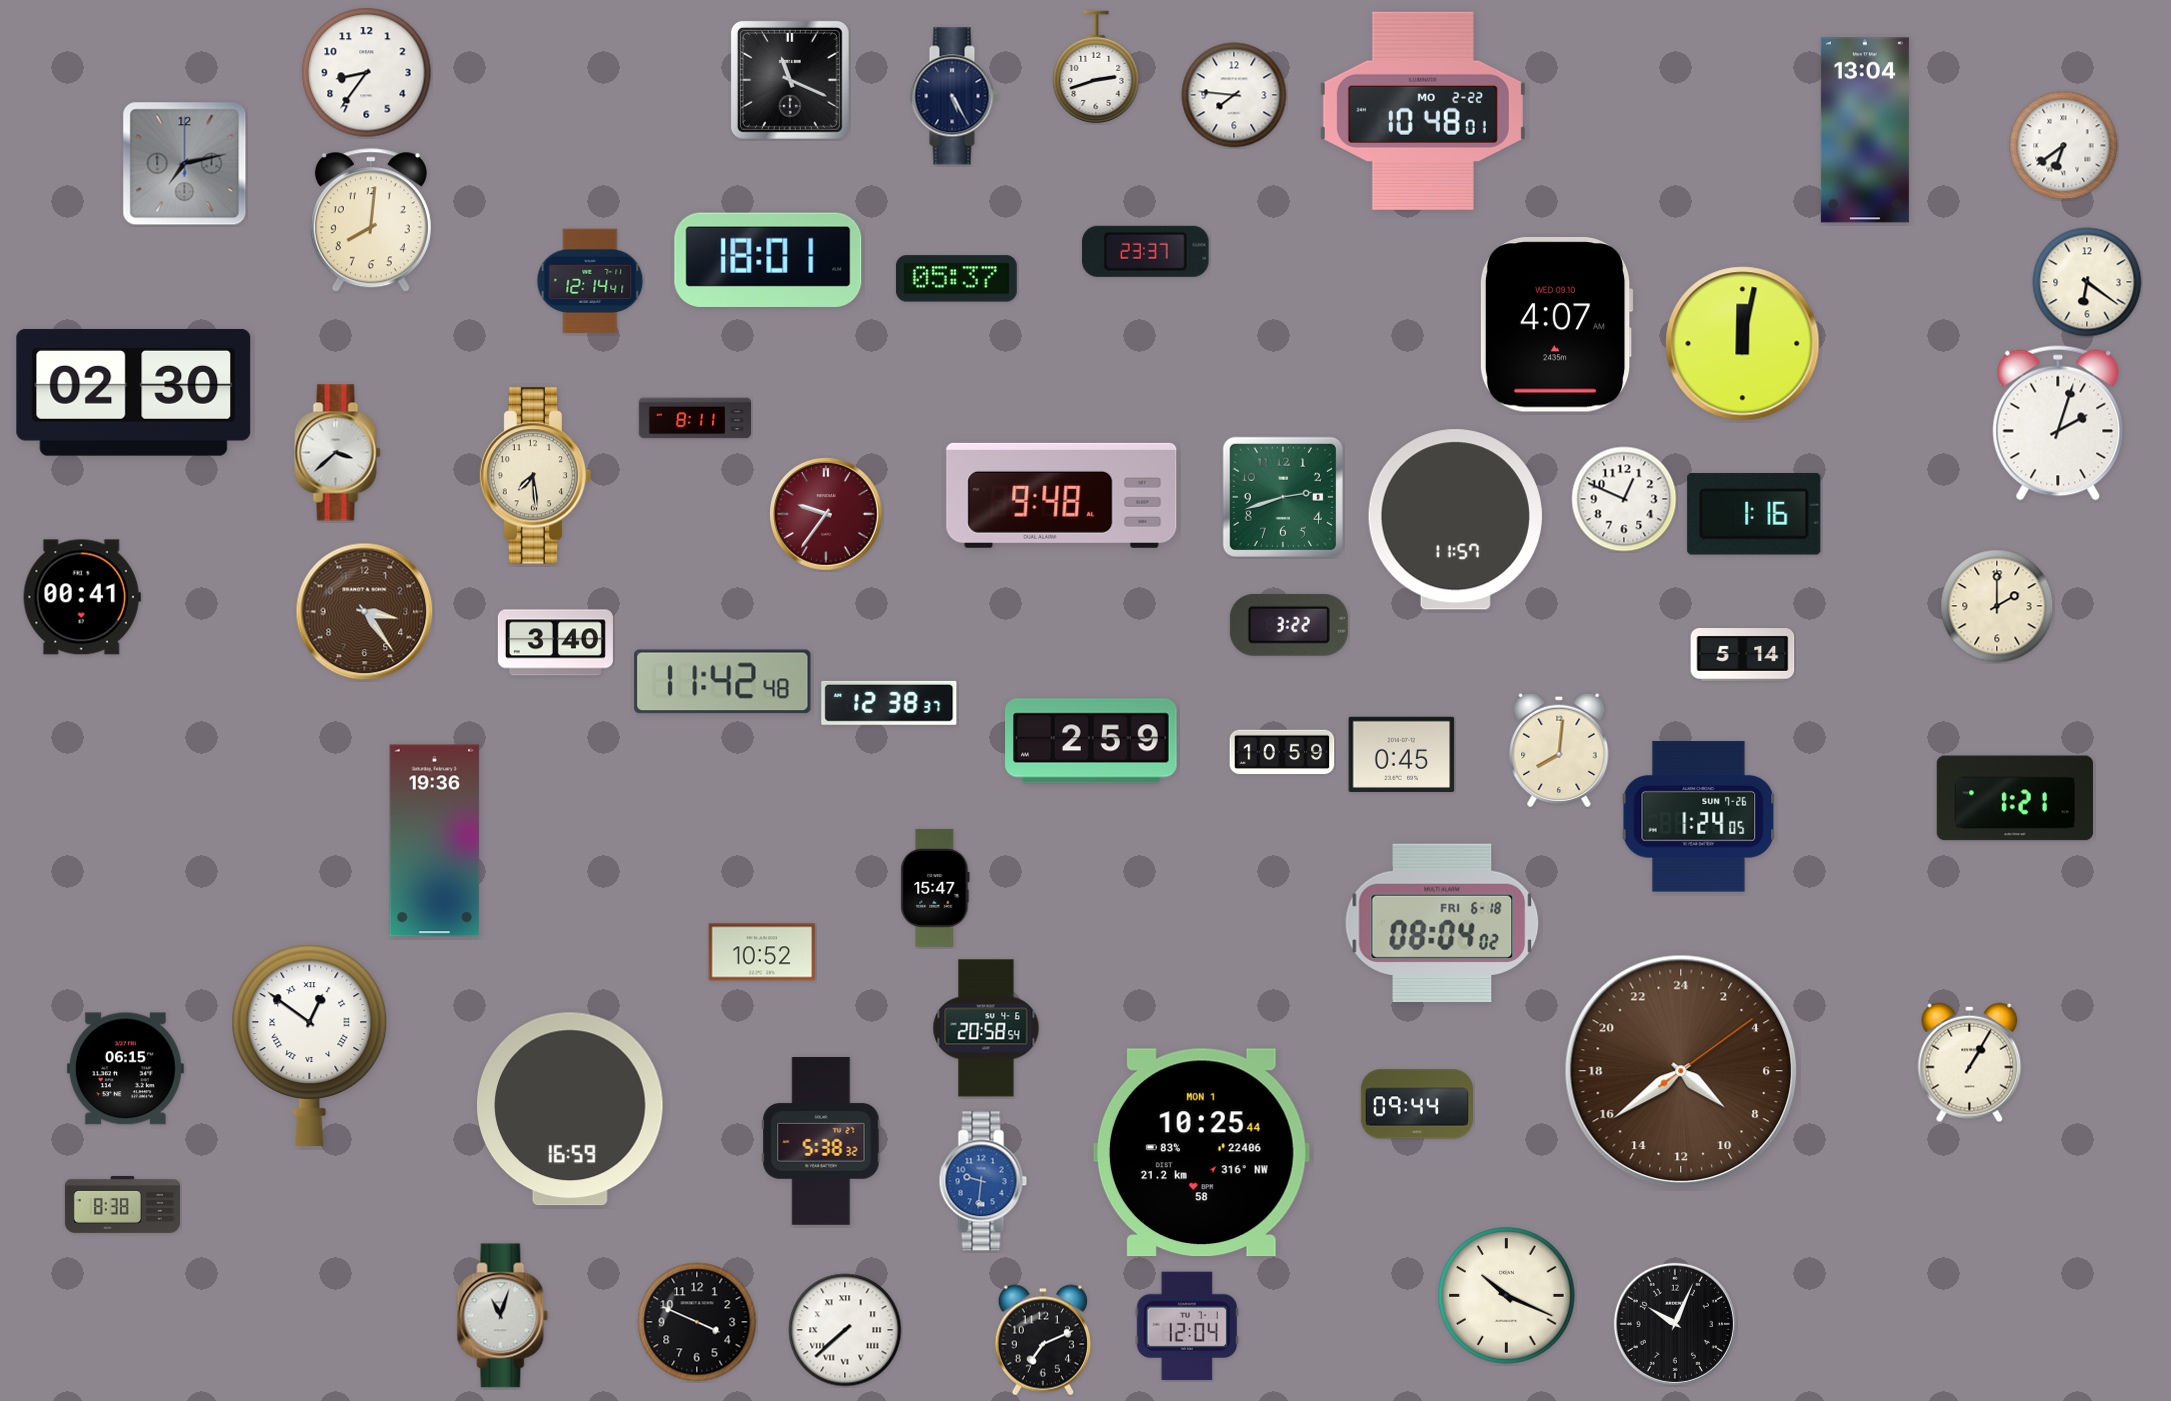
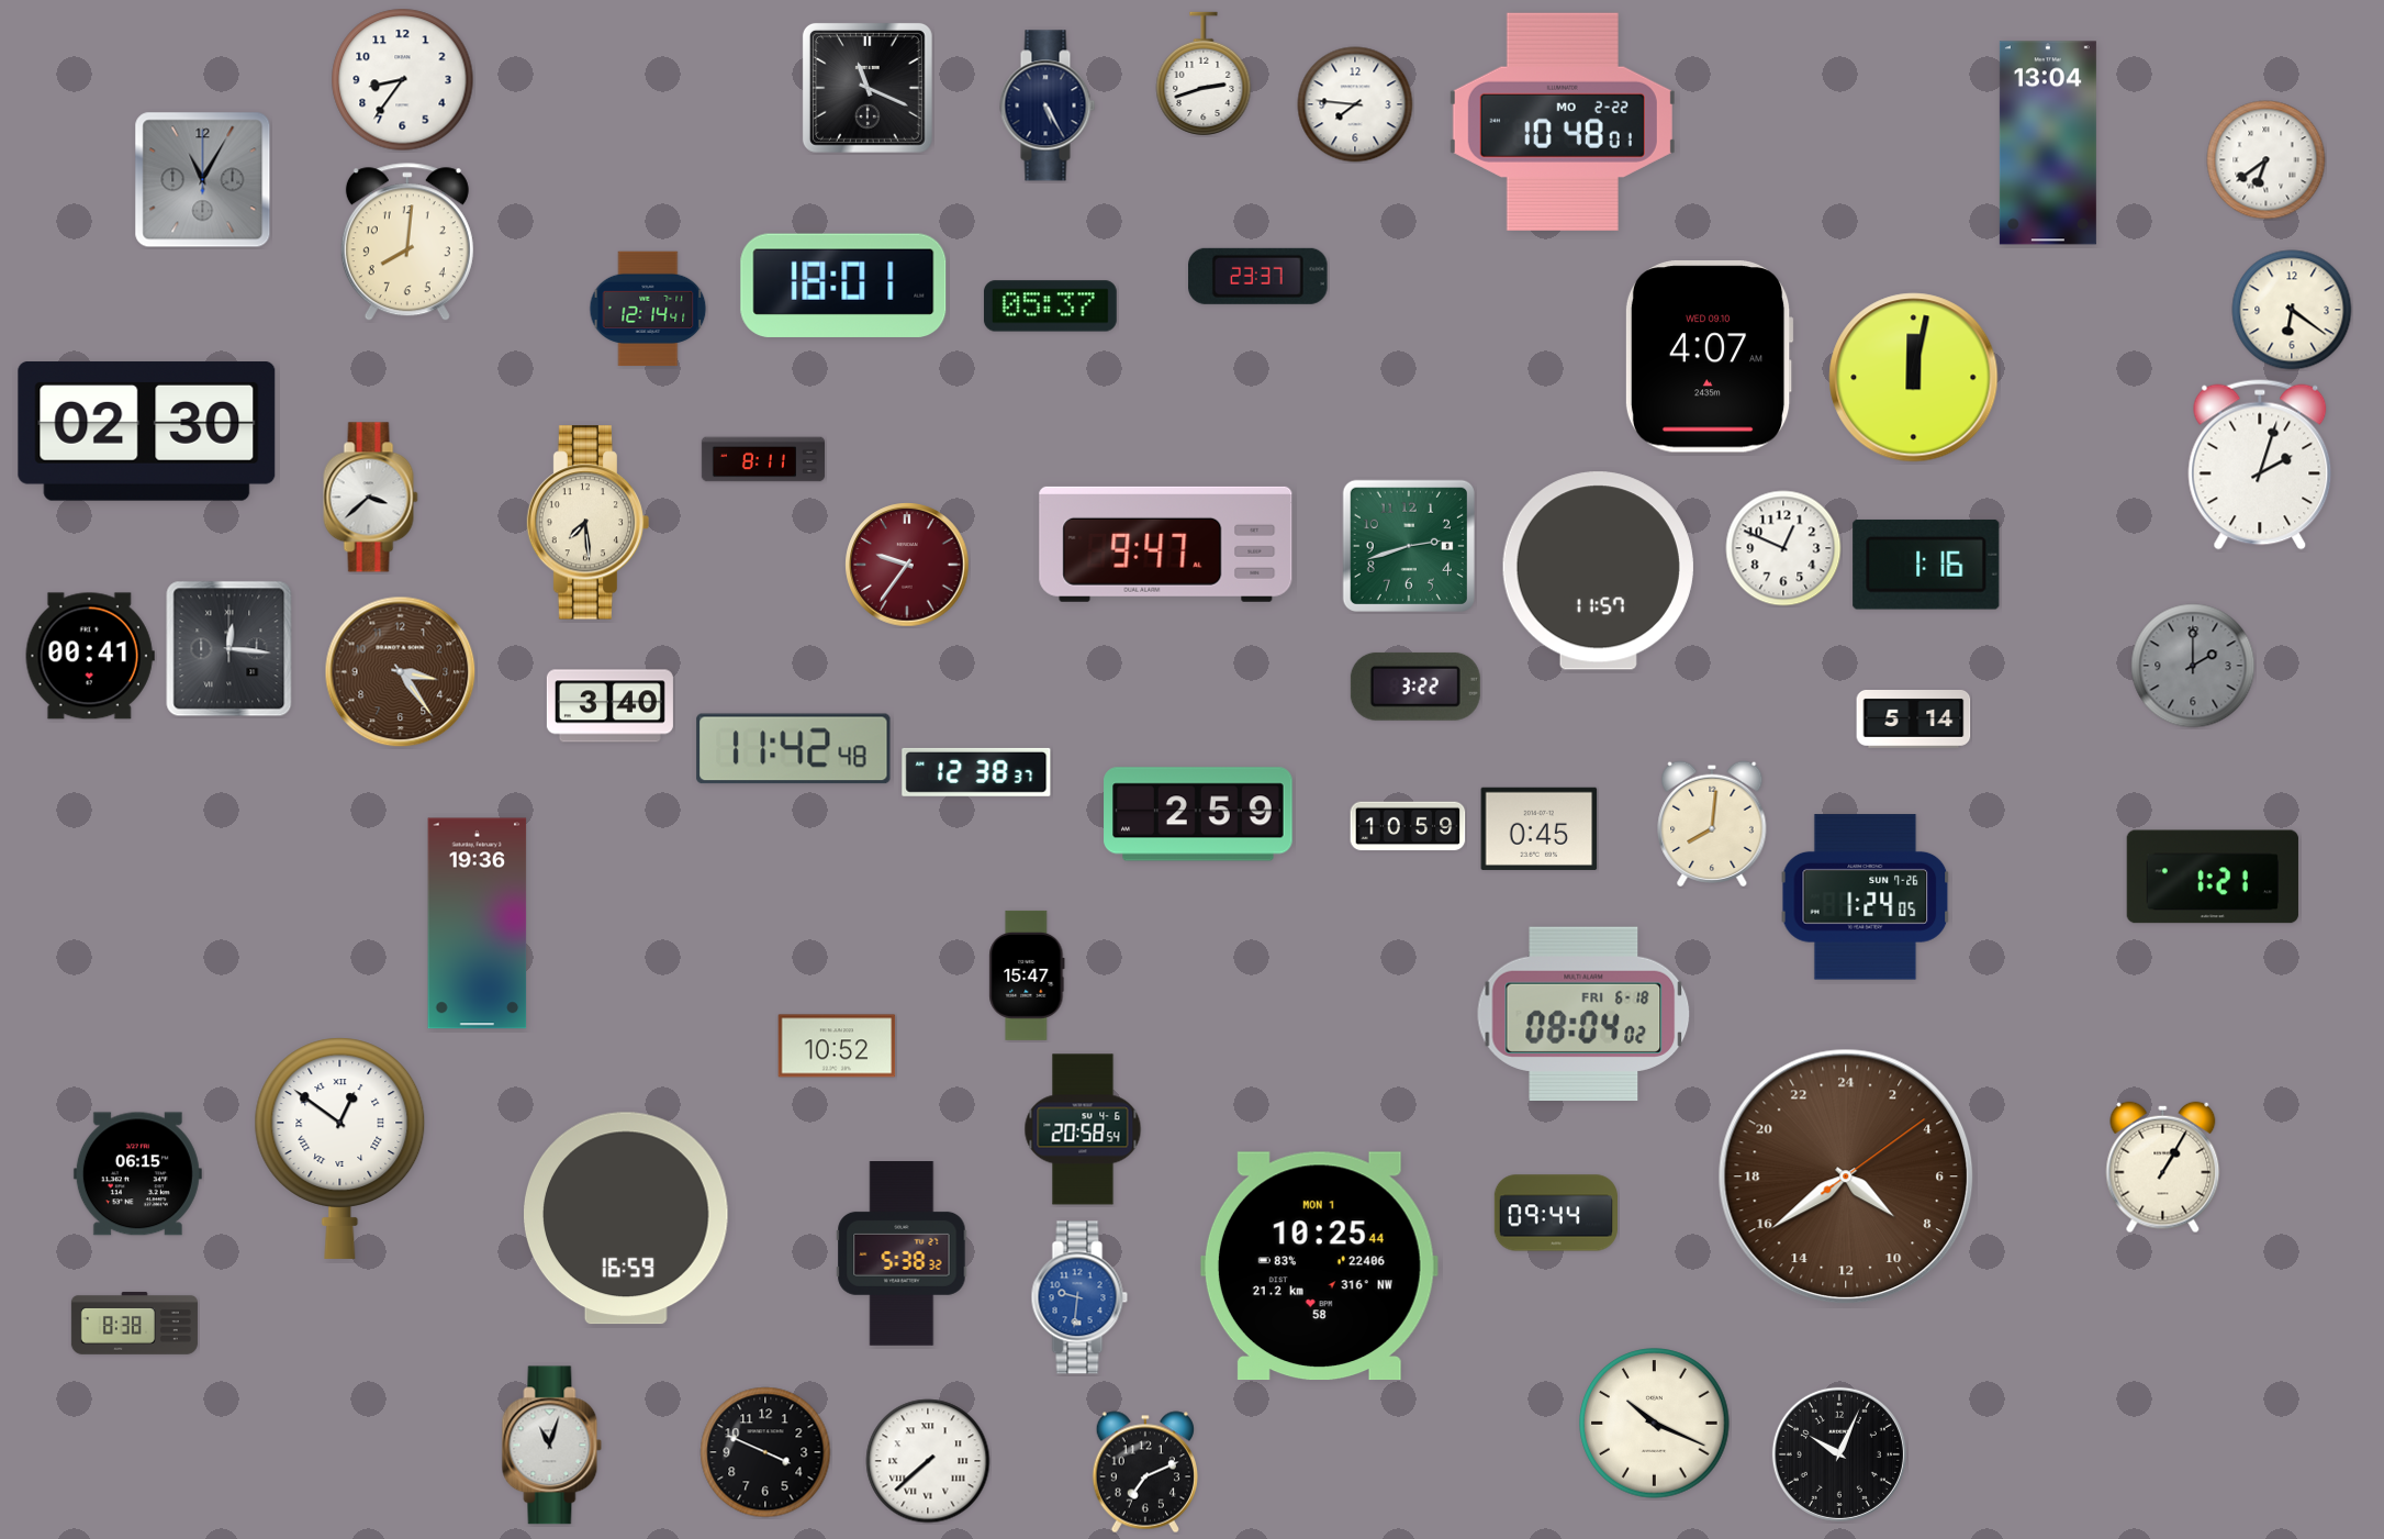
clock at (185, 164): 7:13 -> 11:05
clock at (1062, 495): 9:48 -> 9:47
clock at (230, 649): none -> 12:16
clock at (1997, 606) dial: cream -> grey
clock at (1186, 1326): 12:04 -> none
